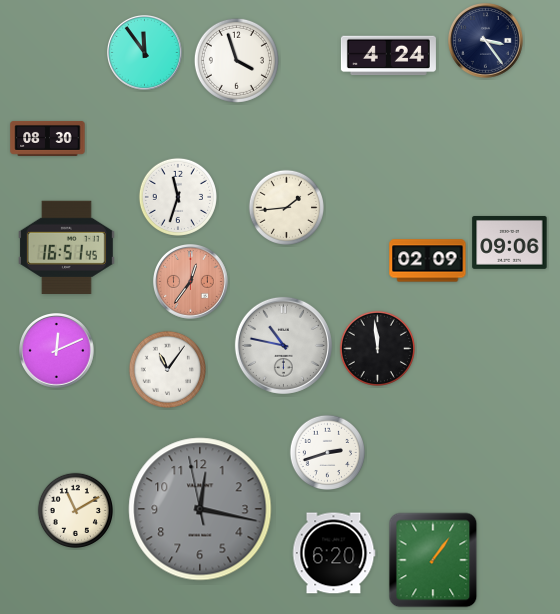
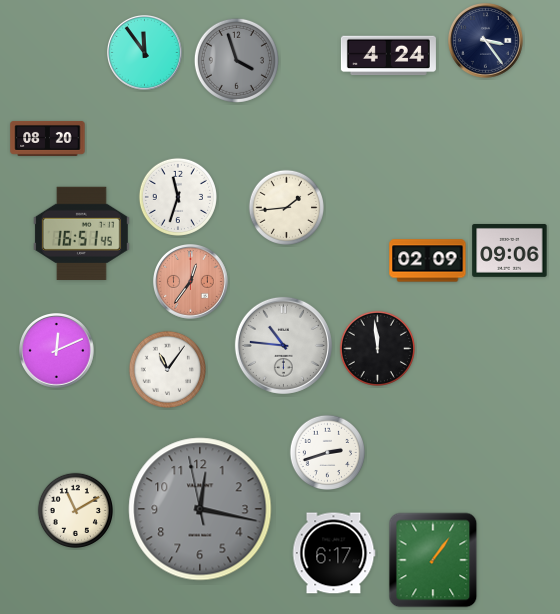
clock at (236, 60) dial: white -> grey
clock at (48, 138): 08:30 -> 08:20
clock at (510, 243) position: (510, 243) -> (510, 251)
clock at (66, 247) position: (66, 247) -> (81, 233)
clock at (283, 345): 10:47 -> 10:46
clock at (334, 553): 6:20 -> 6:17
